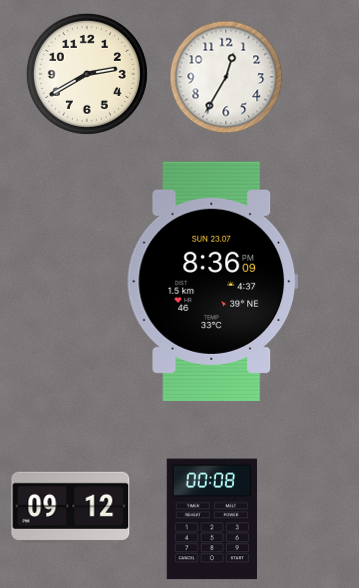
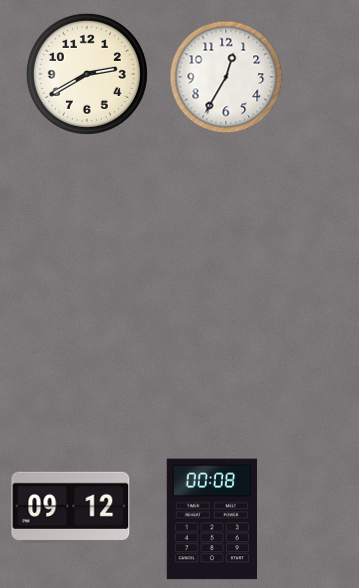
clock at (212, 281): 8:36 -> none
